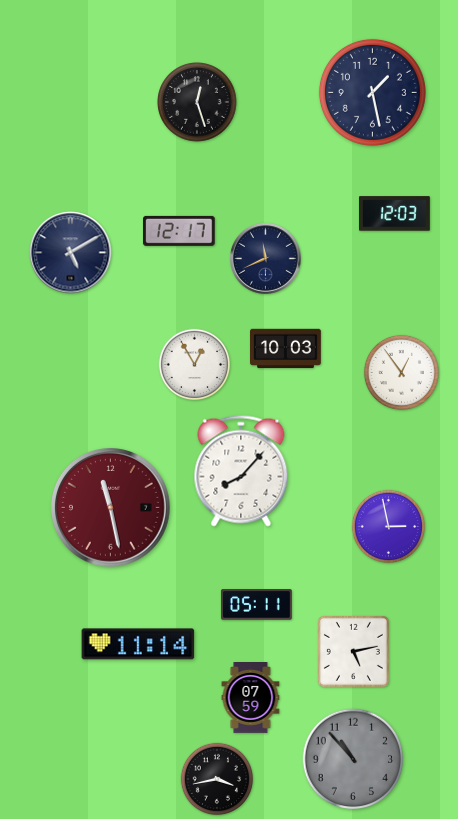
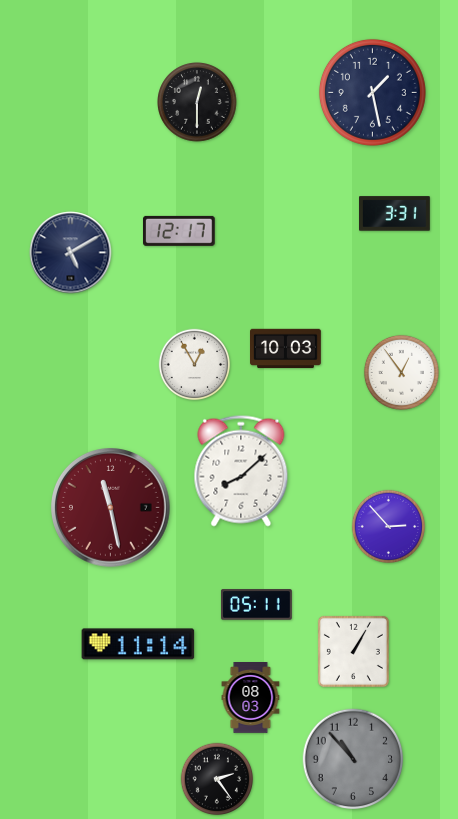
clock at (197, 102): 12:27 -> 12:30
clock at (395, 214): 12:03 -> 3:31
clock at (266, 259): 11:41 -> none
clock at (241, 471): 8:07 -> 8:08
clock at (388, 526): 2:58 -> 2:53
clock at (353, 651): 5:13 -> 1:05
clock at (251, 698): 07:59 -> 08:03
clock at (217, 779): 3:43 -> 2:24
